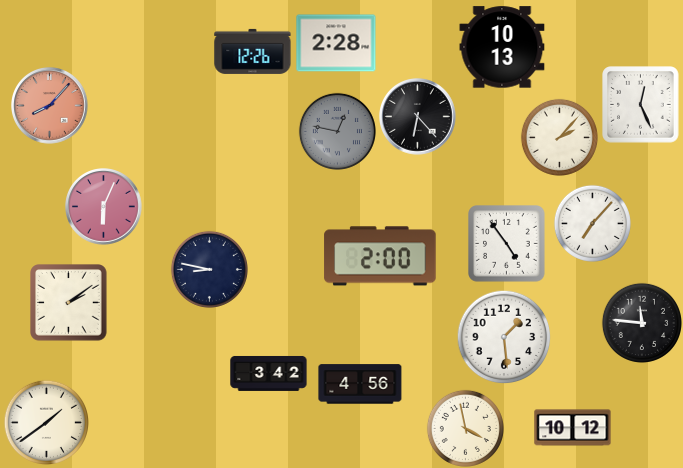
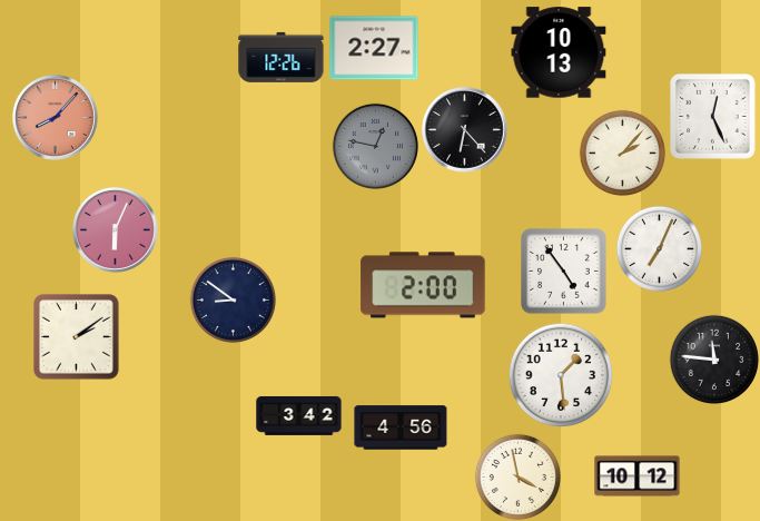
clock at (336, 43): 2:28 -> 2:27
clock at (592, 223): 7:07 -> 7:04
clock at (209, 269): 8:47 -> 8:51
clock at (46, 422): 1:39 -> none
